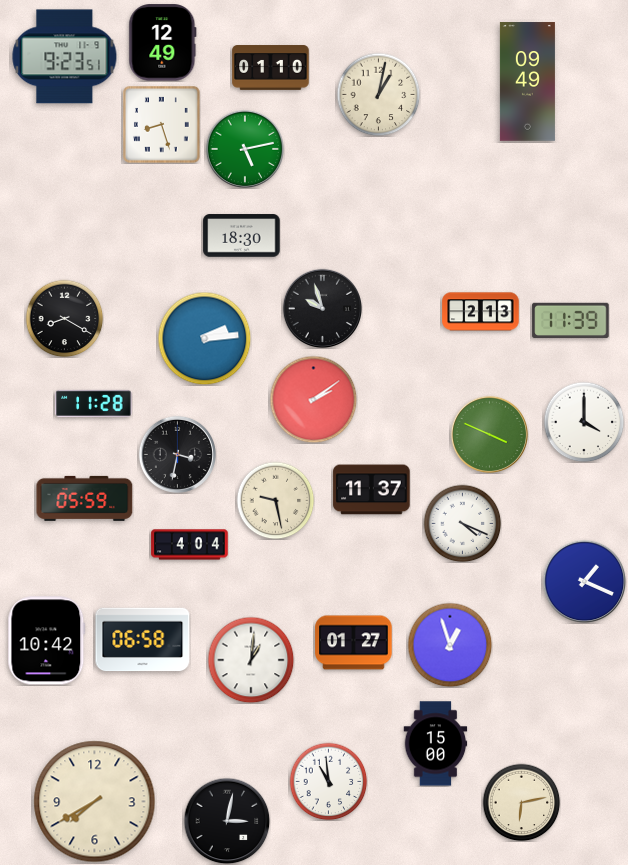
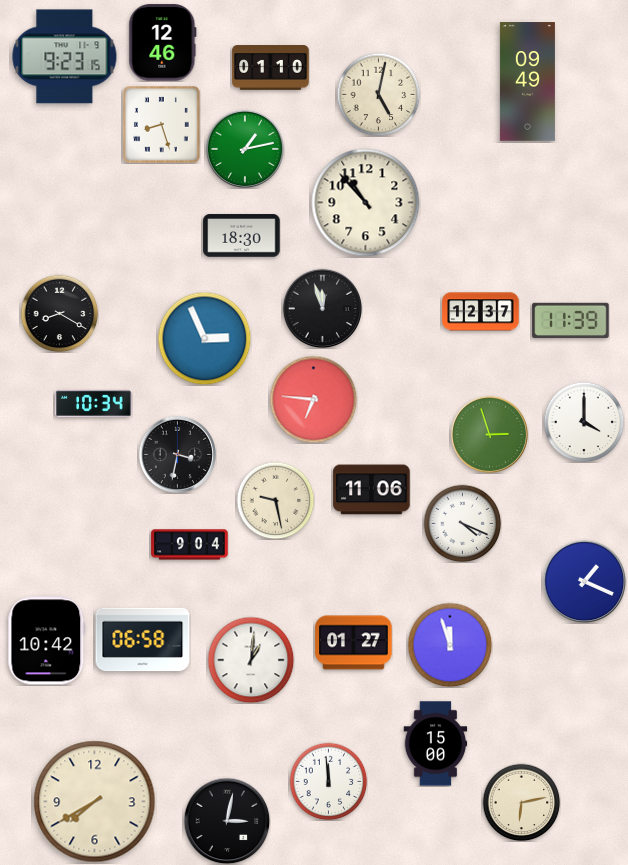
clock at (163, 43): 12:49 -> 12:46
clock at (65, 57): 9:23:51 -> 9:23:15
clock at (378, 94): 1:02 -> 5:02
clock at (244, 148): 5:13 -> 1:13
clock at (366, 203): none -> 10:53
clock at (322, 308): 9:57 -> 11:57
clock at (481, 312): 2:13 -> 12:37
clock at (64, 318) position: (64, 318) -> (59, 313)
clock at (204, 338): 2:14 -> 2:56
clock at (313, 399): 2:09 -> 6:46
clock at (94, 403): 11:28 -> 10:34
clock at (489, 434): 3:49 -> 2:57
clock at (372, 490): 11:37 -> 11:06
clock at (85, 498): 05:59 -> none
clock at (190, 545): 4:04 -> 9:04
clock at (450, 645): 12:57 -> 11:57
clock at (328, 781): 10:59 -> 11:59
